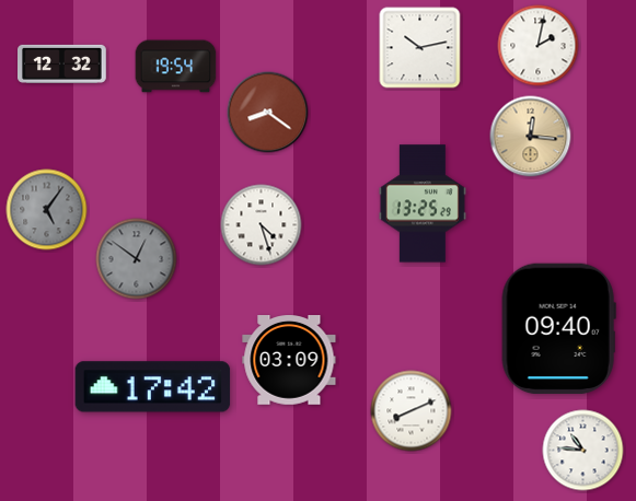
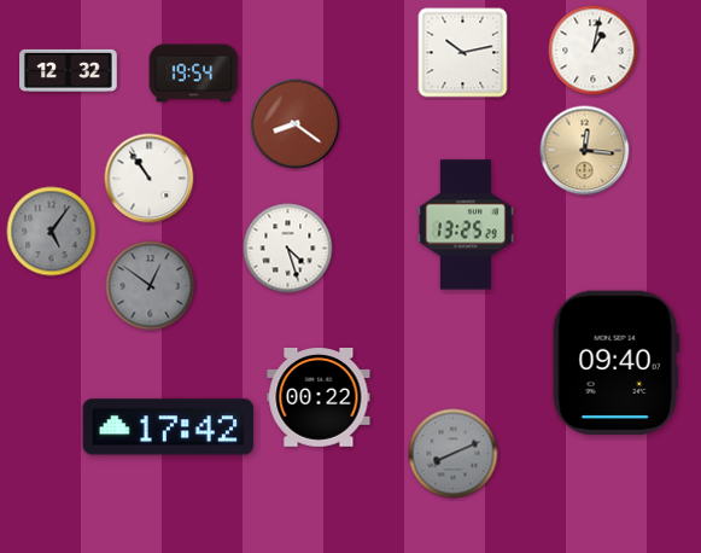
clock at (539, 46): 2:02 -> 1:02
clock at (150, 179): none -> 10:54
clock at (289, 361): 03:09 -> 00:22
clock at (412, 411) dial: white -> grey
clock at (583, 451): 10:46 -> none
